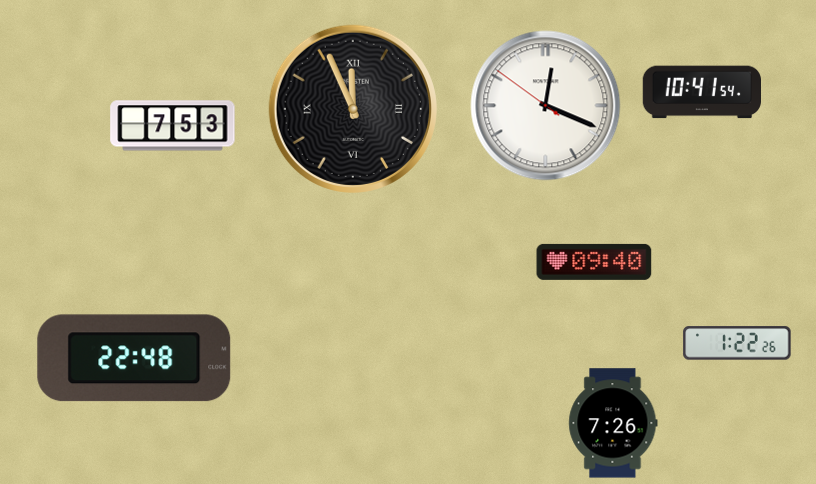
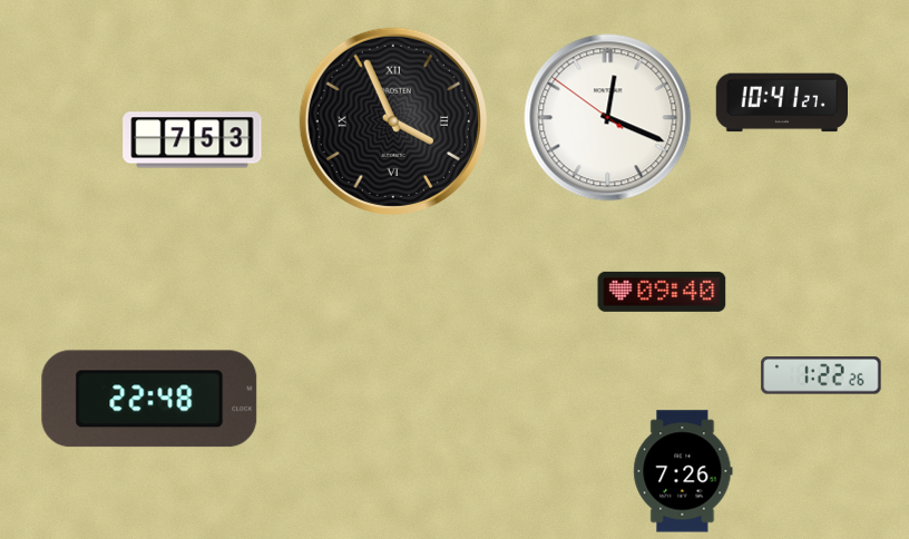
clock at (701, 92): 10:41:54 -> 10:41:27
clock at (353, 109): 11:56 -> 3:56
clock at (737, 343) position: (737, 343) -> (821, 375)
